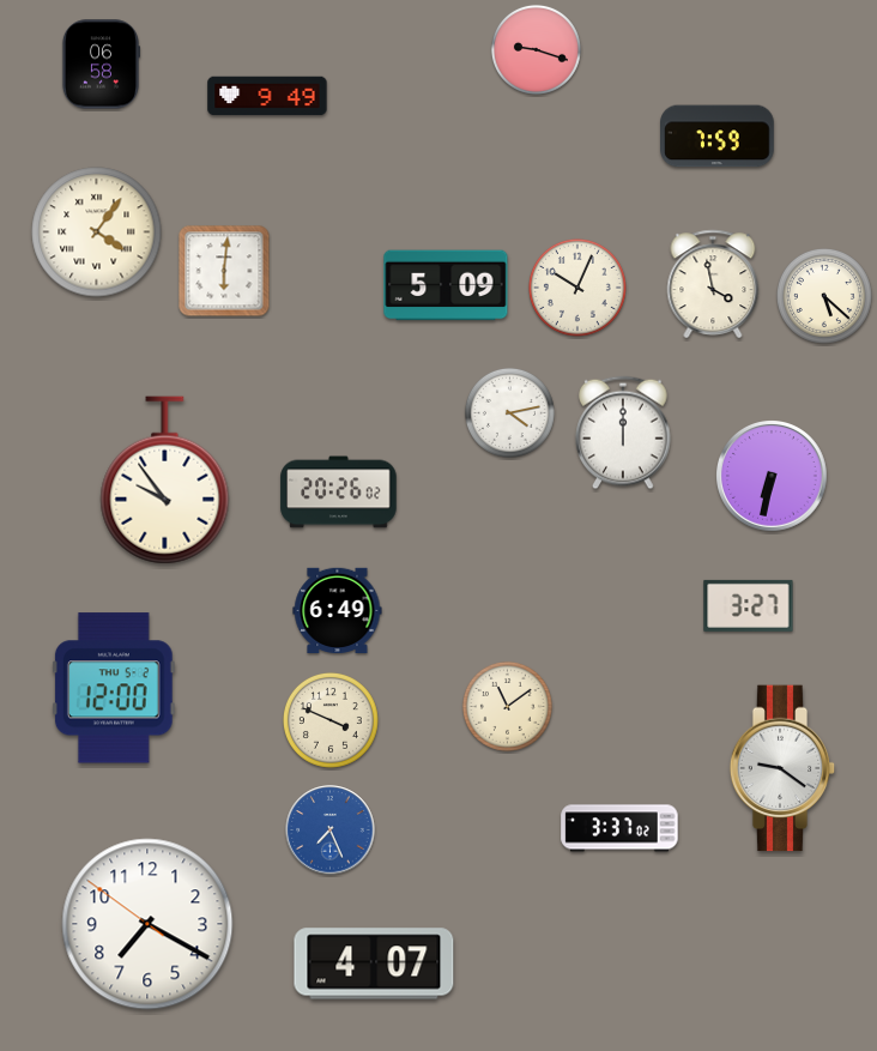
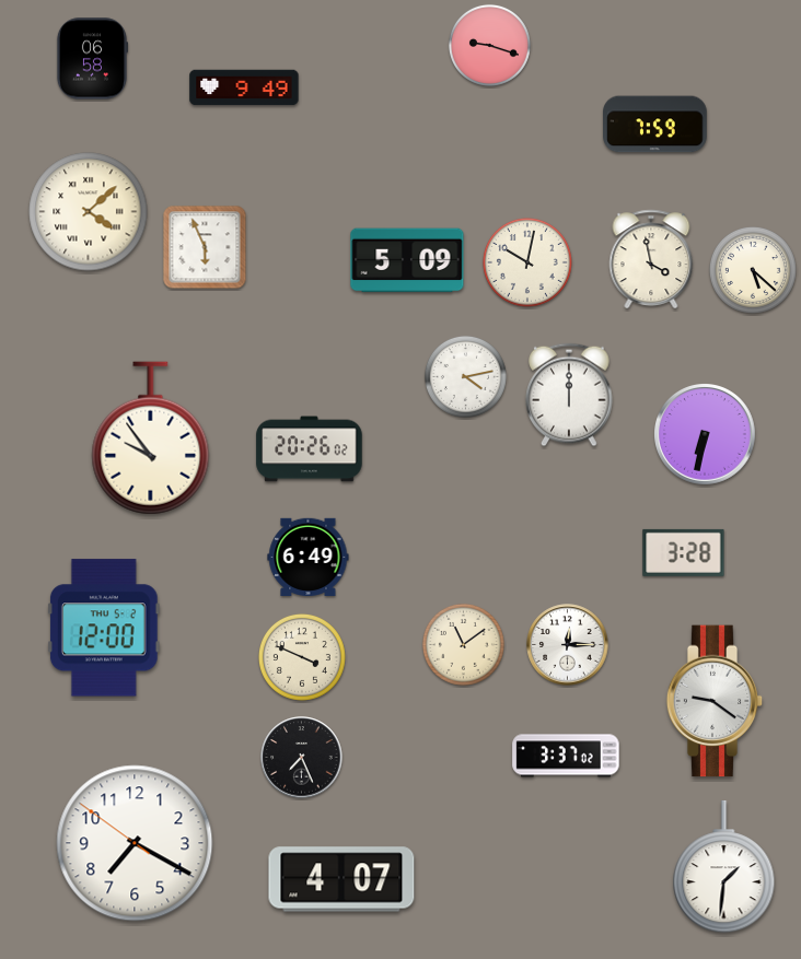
clock at (97, 232): 4:06 -> 4:08
clock at (224, 271): 6:01 -> 5:56
clock at (577, 288): 10:04 -> 10:02
clock at (749, 605): 3:27 -> 3:28
clock at (568, 645): none -> 12:15
clock at (331, 830) dial: blue -> black
clock at (724, 867): none -> 1:31
